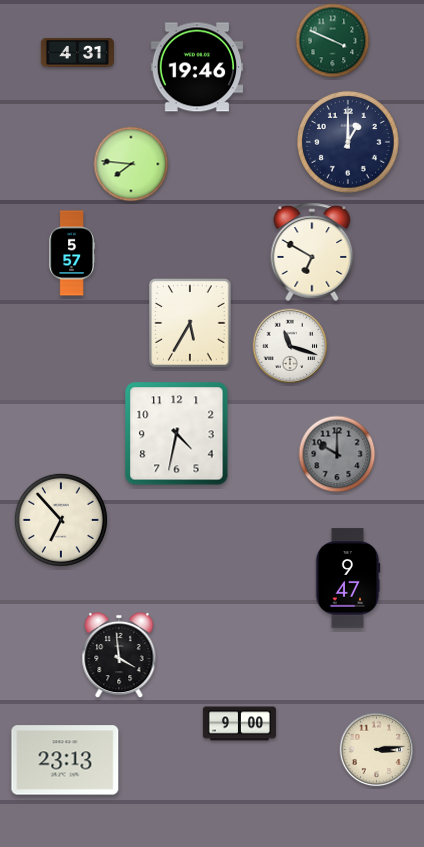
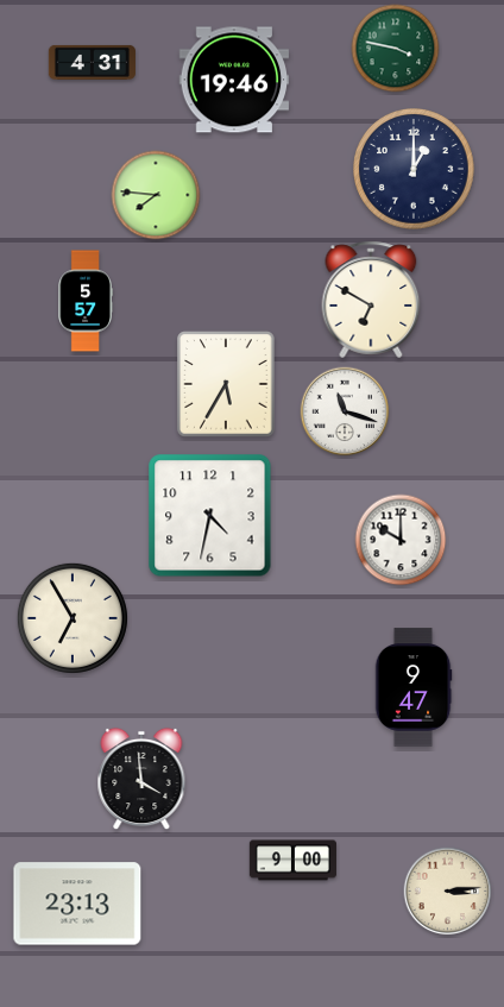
clock at (333, 41): 3:49 -> 3:47
clock at (337, 454) dial: grey -> white
clock at (61, 520): 6:53 -> 6:55
clock at (239, 724) position: (239, 724) -> (292, 861)
